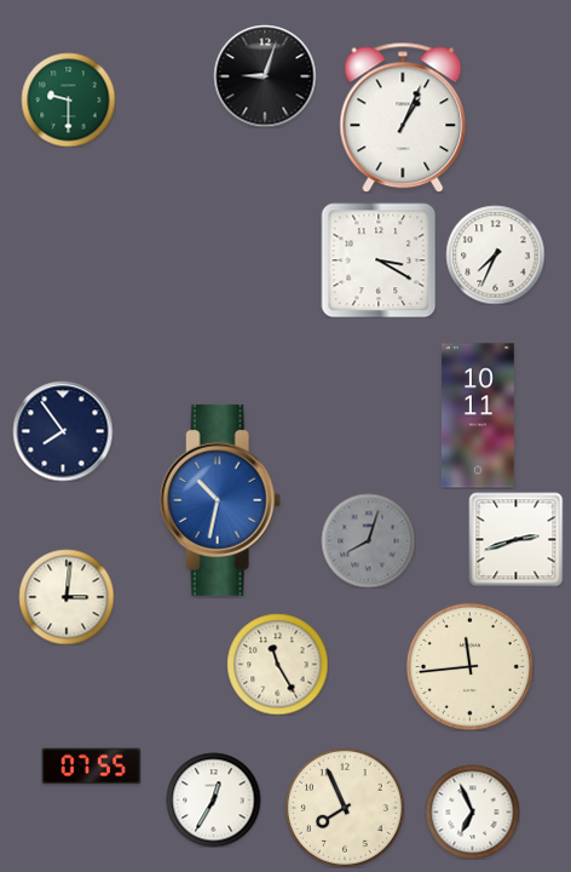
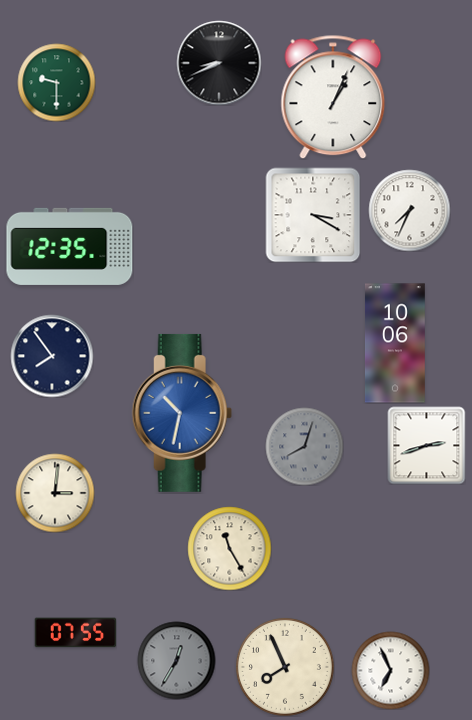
clock at (265, 76): 9:03 -> 8:41
clock at (70, 246): none -> 12:35
clock at (478, 415): 10:11 -> 10:06
clock at (469, 666): 11:44 -> none
clock at (213, 799) dial: white -> grey
